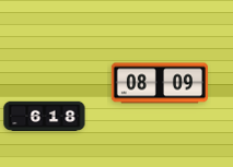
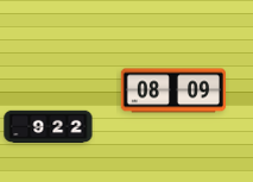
clock at (45, 117): 6:18 -> 9:22
